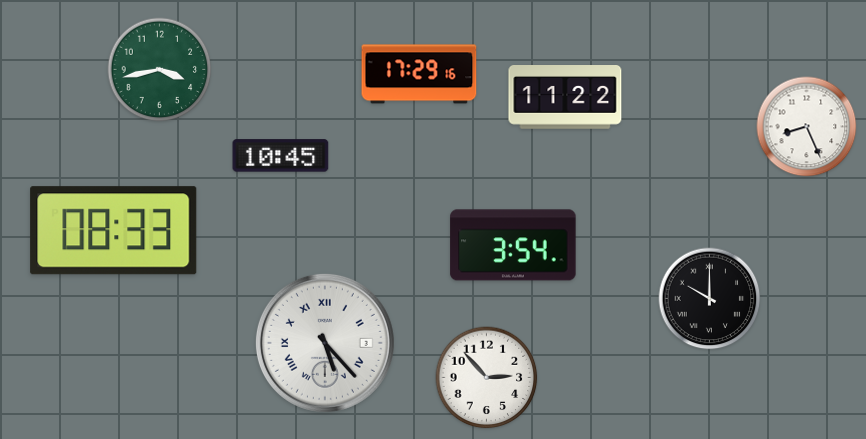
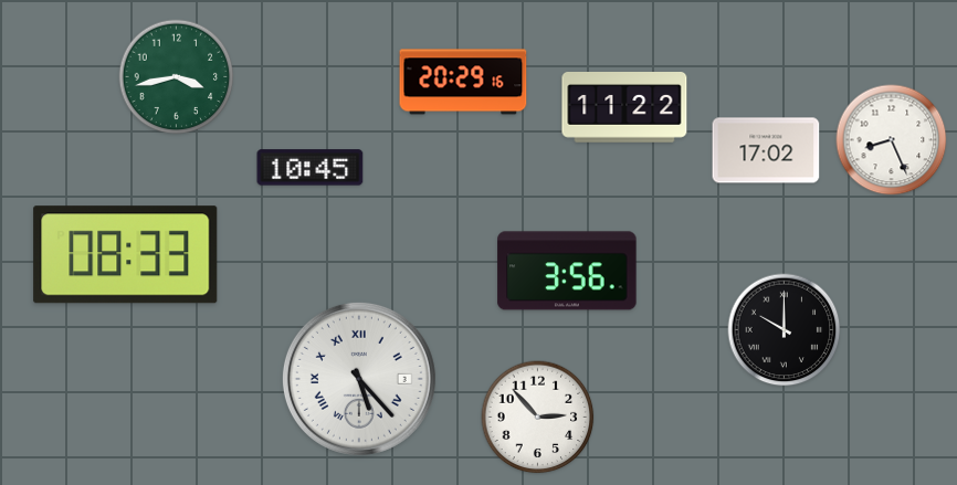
clock at (419, 74): 17:29 -> 20:29
clock at (766, 150): none -> 17:02
clock at (281, 156) position: (281, 156) -> (311, 168)
clock at (513, 245): 3:54 -> 3:56
